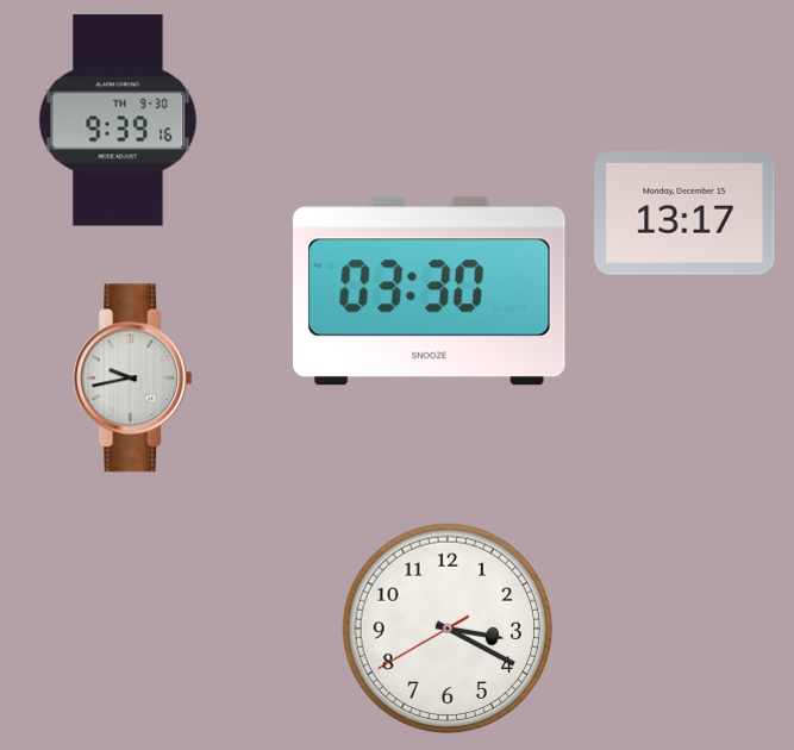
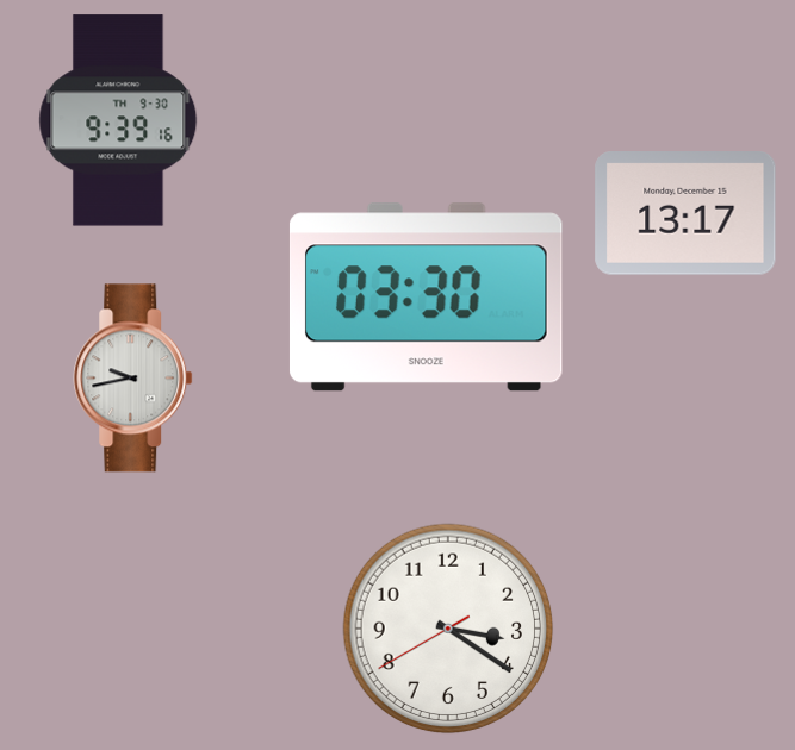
clock at (429, 292) position: (429, 292) -> (426, 298)
clock at (448, 629): 3:19 -> 3:20
